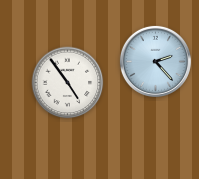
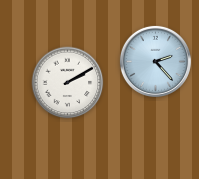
clock at (68, 83): 4:54 -> 2:10
